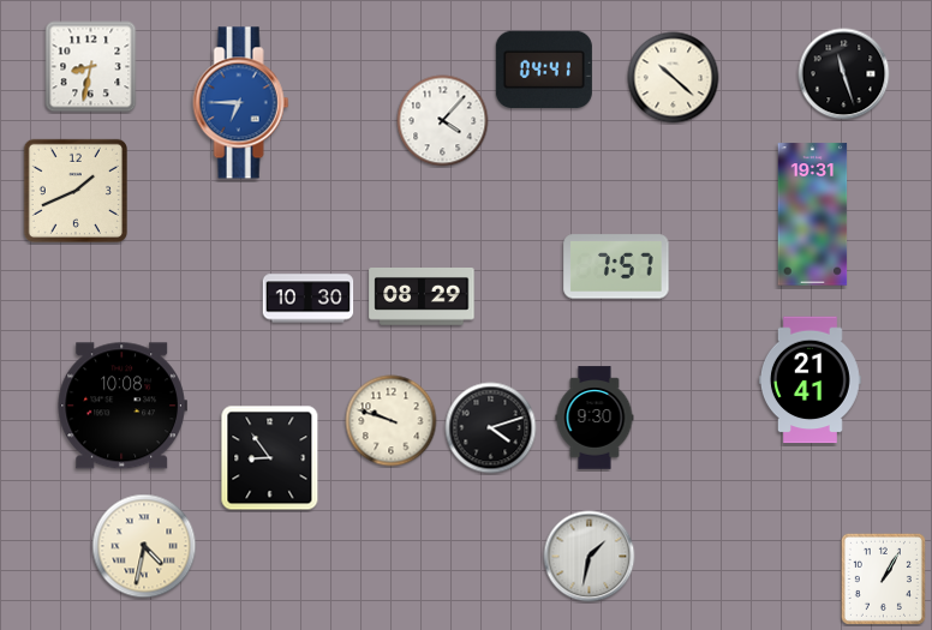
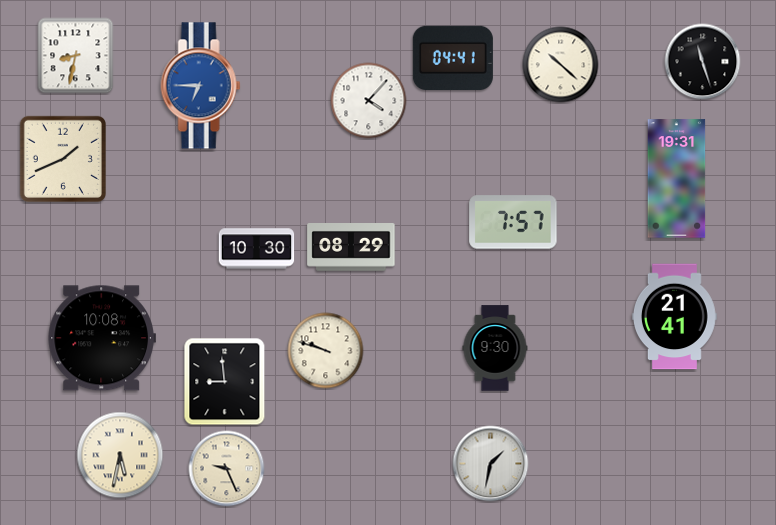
clock at (491, 428): 4:12 -> none
clock at (270, 458): 8:54 -> 8:59
clock at (144, 546): 4:32 -> 5:32
clock at (227, 469): none -> 9:26
clock at (883, 578): 1:05 -> none
